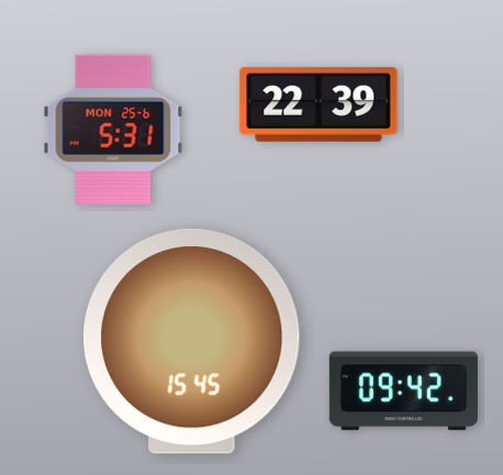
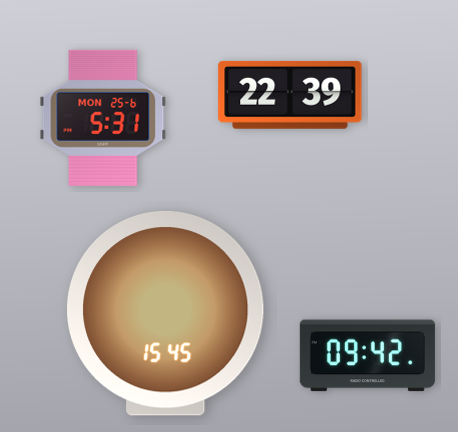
clock at (192, 341) position: (192, 341) -> (166, 313)
